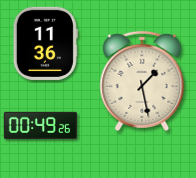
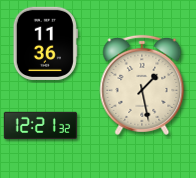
clock at (142, 81) position: (142, 81) -> (142, 85)
clock at (40, 126): 00:49 -> 12:21
